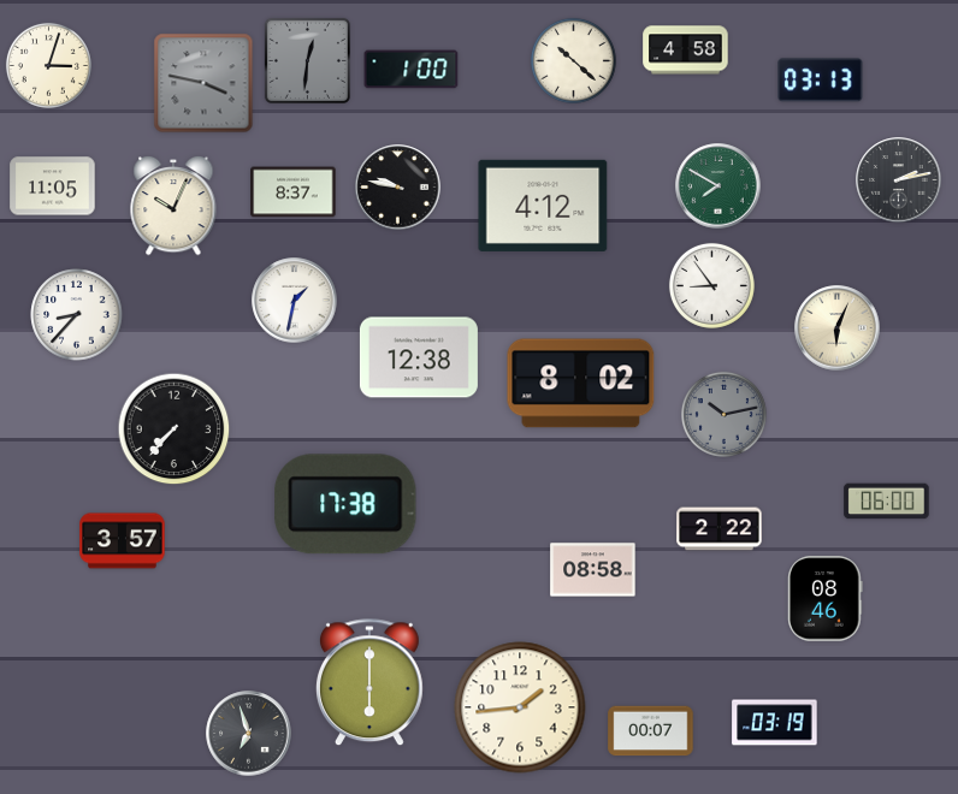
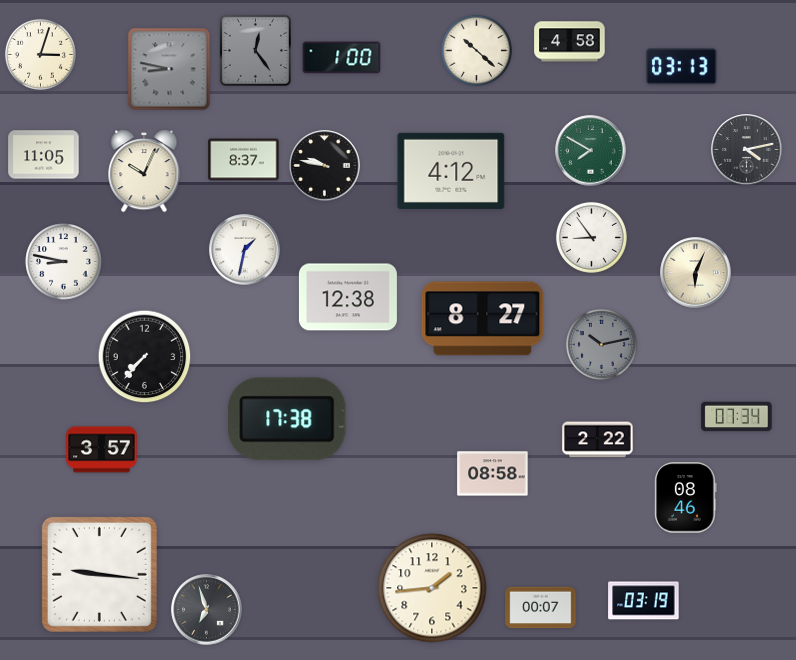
clock at (307, 60): 12:31 -> 12:24
clock at (203, 83): 3:47 -> 8:47
clock at (899, 180): 2:13 -> 4:13
clock at (718, 186) position: (718, 186) -> (591, 151)
clock at (398, 188) position: (398, 188) -> (325, 166)
clock at (77, 315): 8:37 -> 8:47
clock at (581, 384): 8:02 -> 8:27
clock at (887, 502): 06:00 -> 07:34
clock at (369, 683): 6:00 -> none
clock at (99, 574): none -> 9:16
